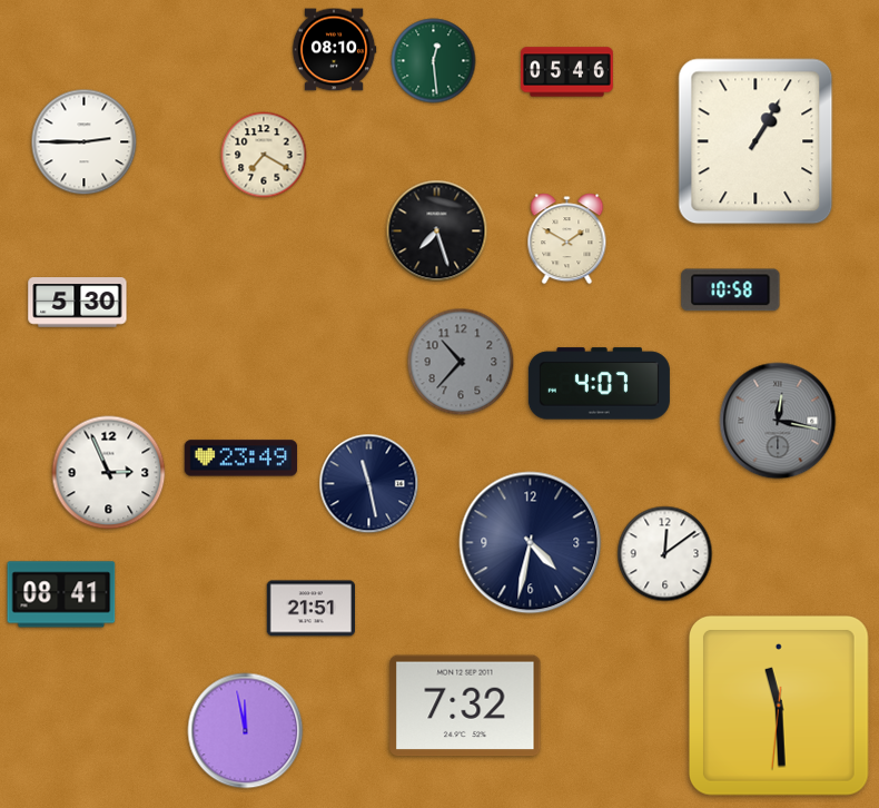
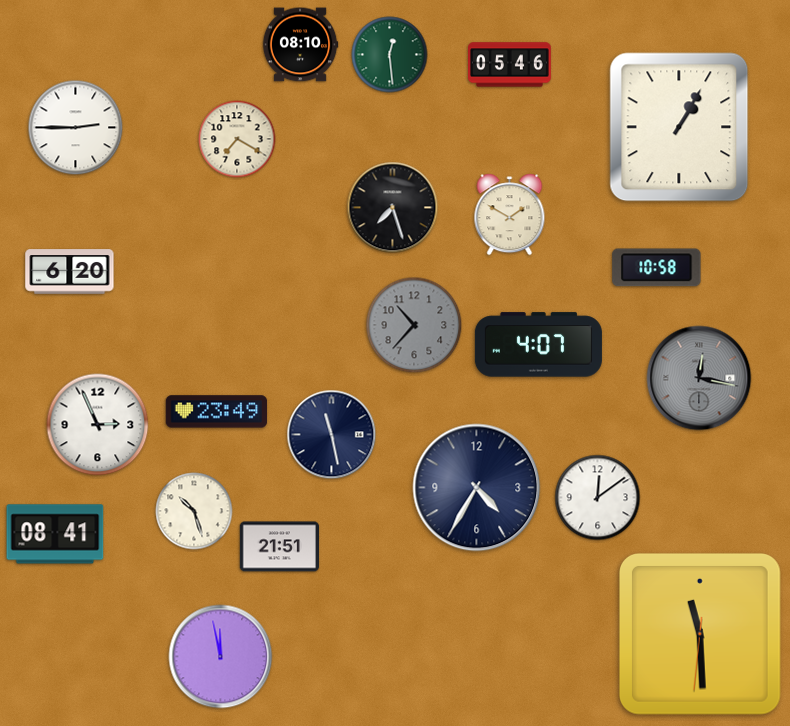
clock at (731, 290) position: (731, 290) -> (657, 268)
clock at (78, 303): 5:30 -> 6:20
clock at (531, 543): 4:32 -> 4:35
clock at (194, 511): none -> 10:27
clock at (465, 706): 7:32 -> none
